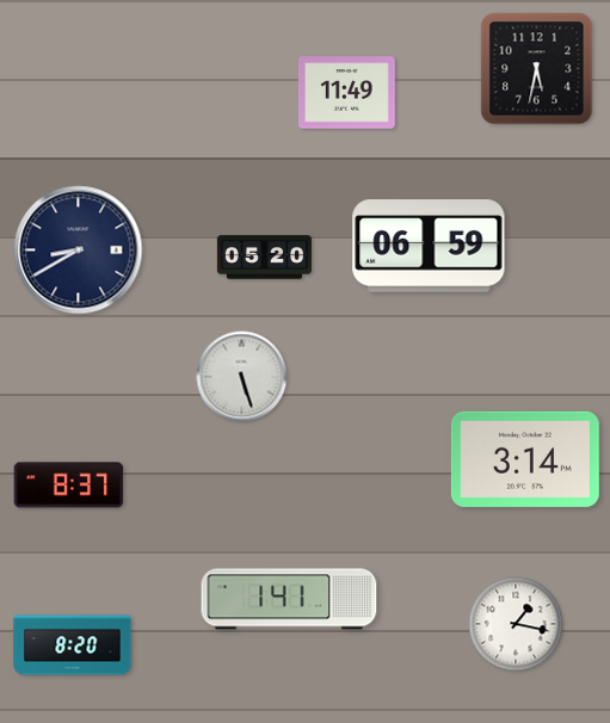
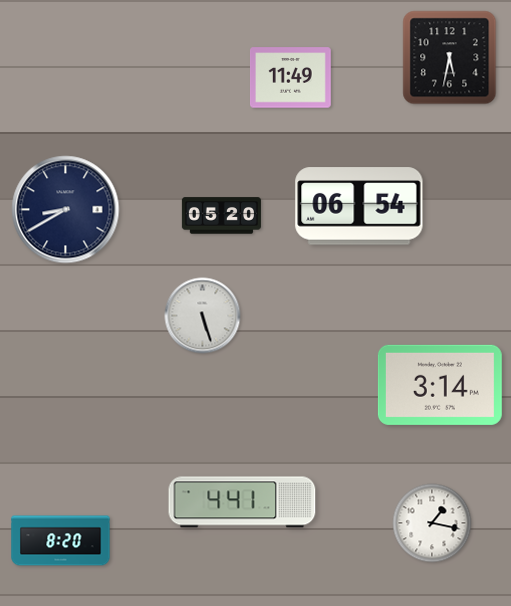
clock at (429, 246): 06:59 -> 06:54
clock at (69, 486): 8:37 -> none
clock at (289, 599): 1:41 -> 4:41
